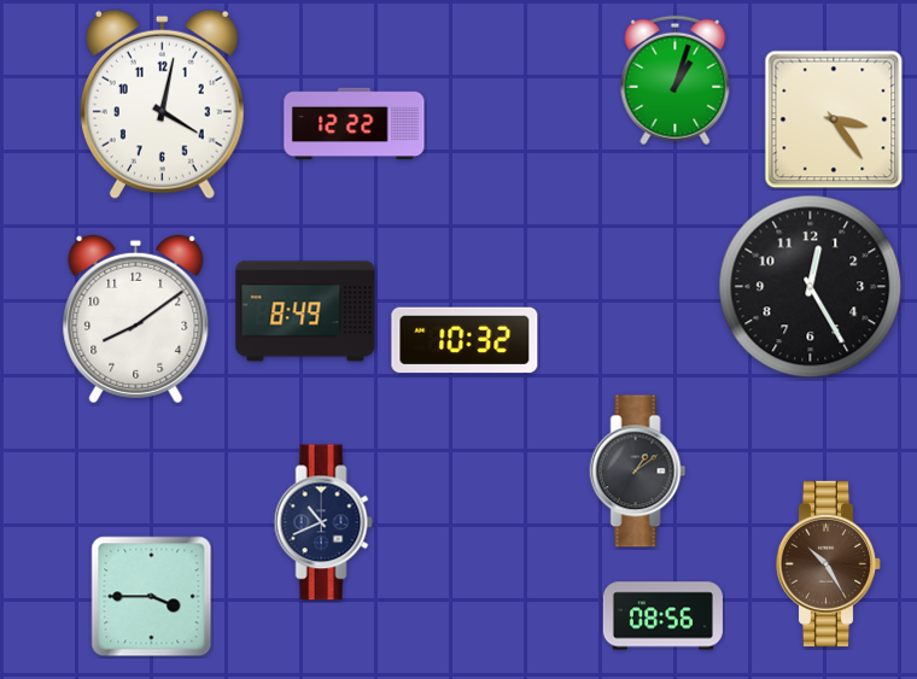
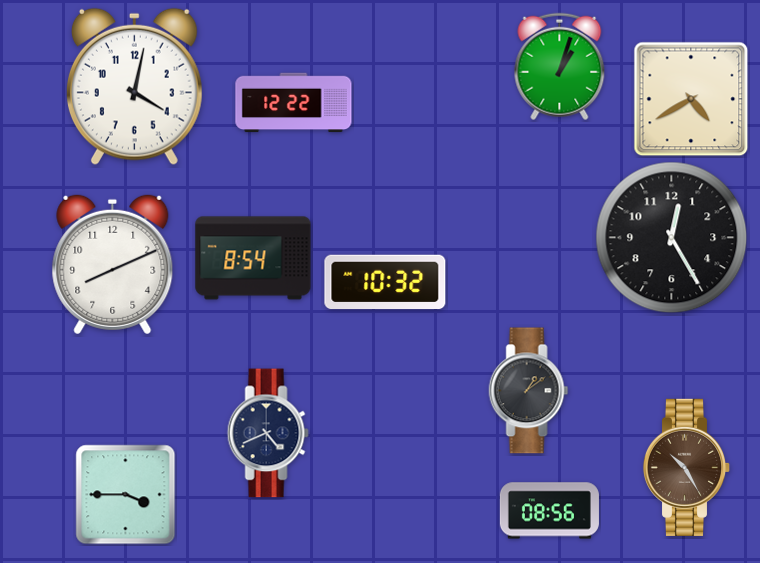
clock at (834, 119): 3:24 -> 4:40
clock at (305, 311): 8:49 -> 8:54
clock at (136, 320): 8:09 -> 8:11
clock at (323, 522): 10:41 -> 4:41
